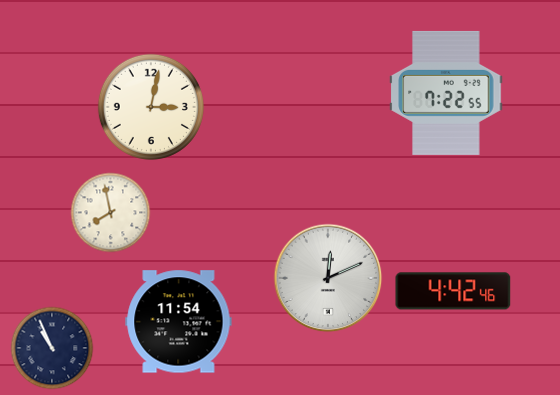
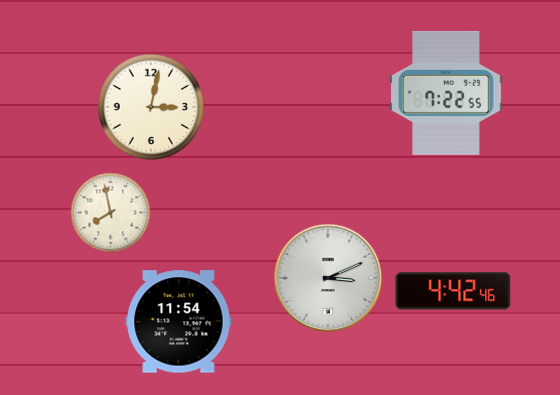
clock at (328, 278): 12:11 -> 3:11
clock at (52, 348): 10:56 -> none
